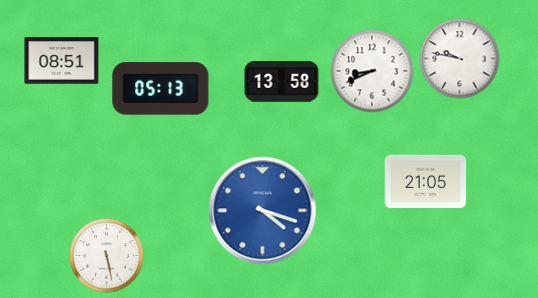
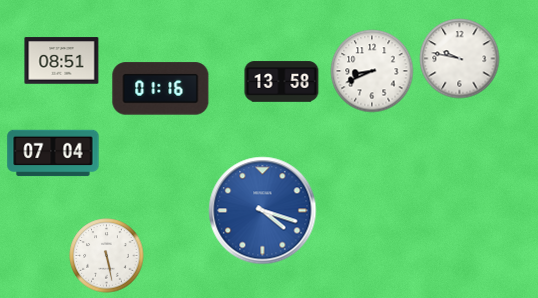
clock at (161, 89): 05:13 -> 01:16
clock at (53, 153): none -> 07:04
clock at (426, 182): 21:05 -> none
